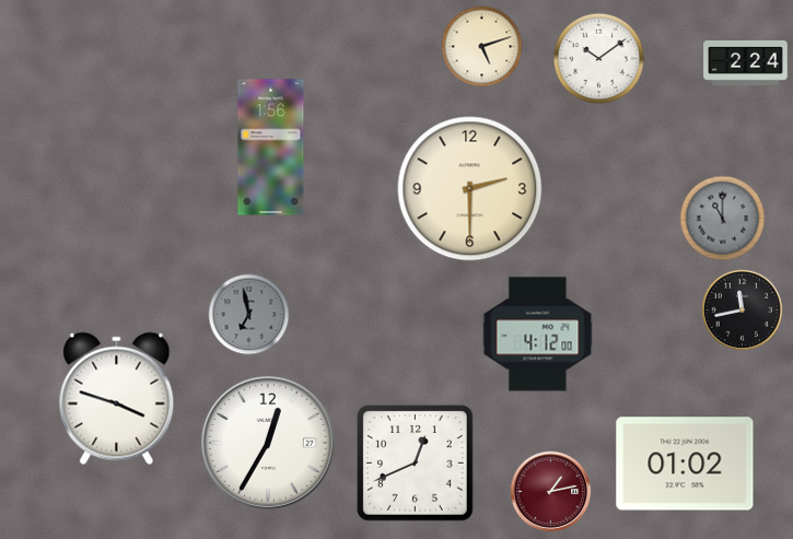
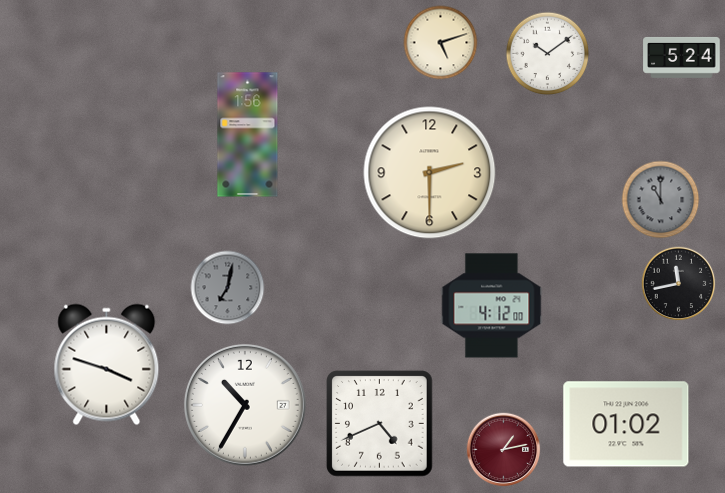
clock at (746, 62): 2:24 -> 5:24
clock at (249, 315): 6:58 -> 7:02
clock at (268, 443): 12:35 -> 10:35
clock at (416, 464): 12:41 -> 4:41
